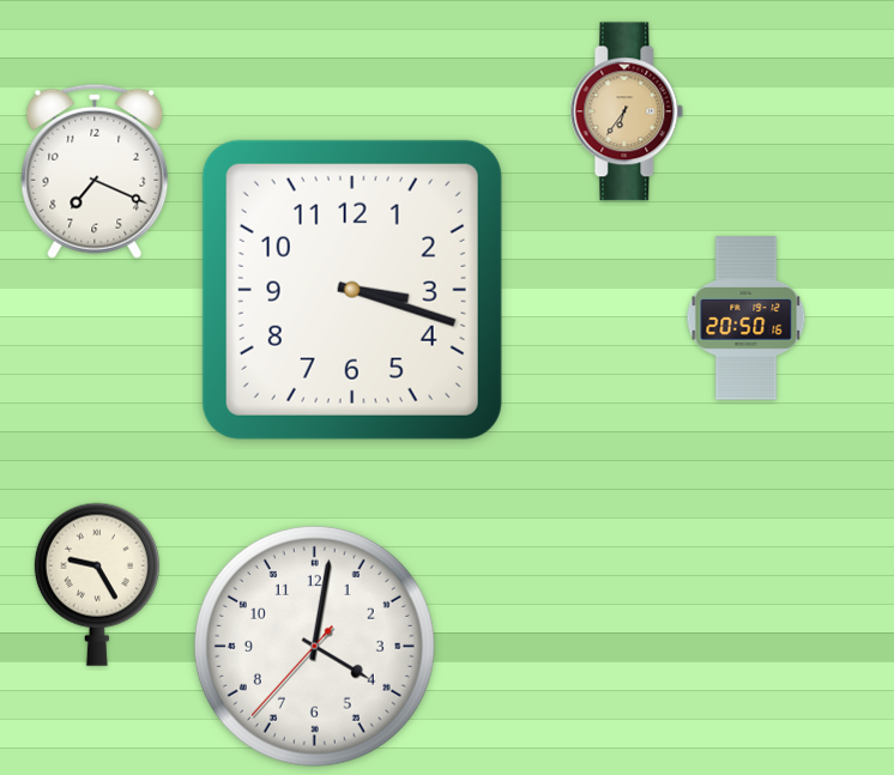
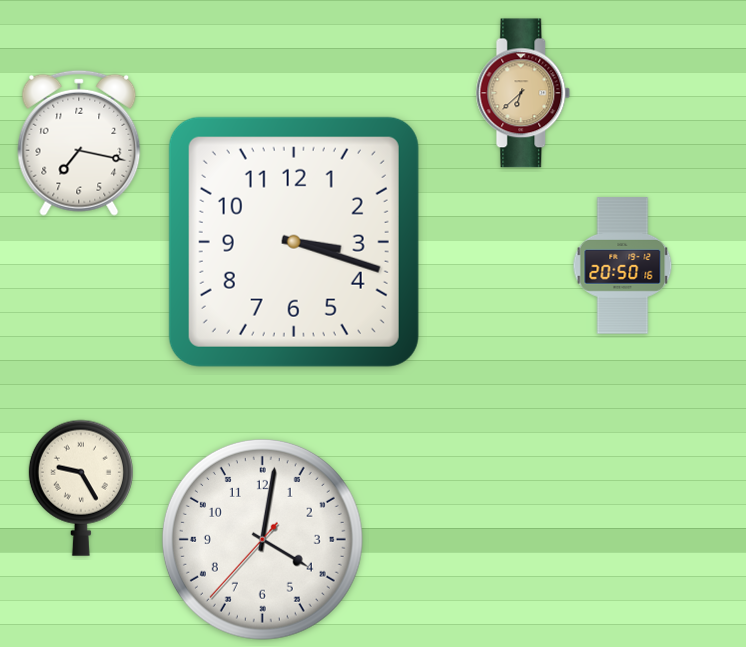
clock at (627, 111): 6:36 -> 6:38
clock at (95, 171): 7:19 -> 7:17
